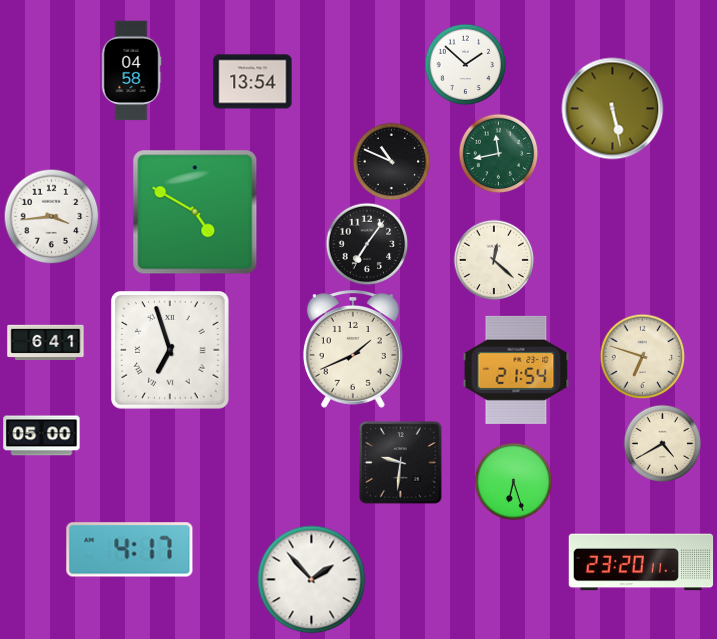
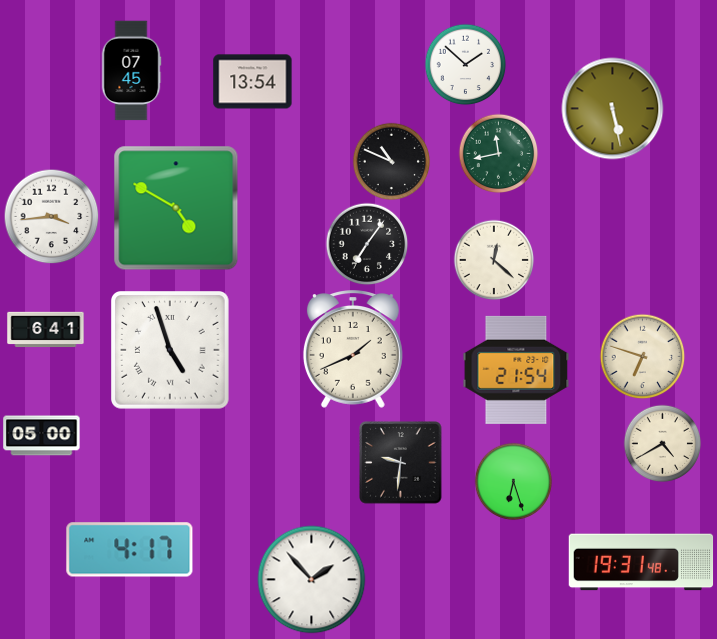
clock at (131, 71): 04:58 -> 07:45
clock at (195, 212) position: (195, 212) -> (176, 208)
clock at (46, 343) position: (46, 343) -> (46, 330)
clock at (171, 351): 6:57 -> 4:57
clock at (641, 562): 23:20 -> 19:31
